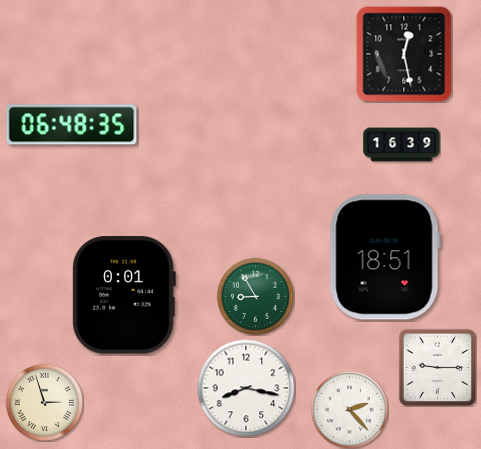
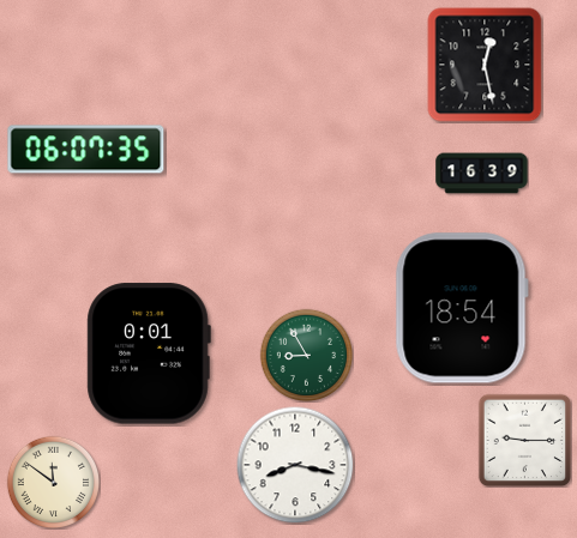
clock at (72, 125): 06:48 -> 06:07
clock at (385, 257): 18:51 -> 18:54
clock at (44, 402): 2:57 -> 11:51
clock at (349, 409): 2:23 -> none
